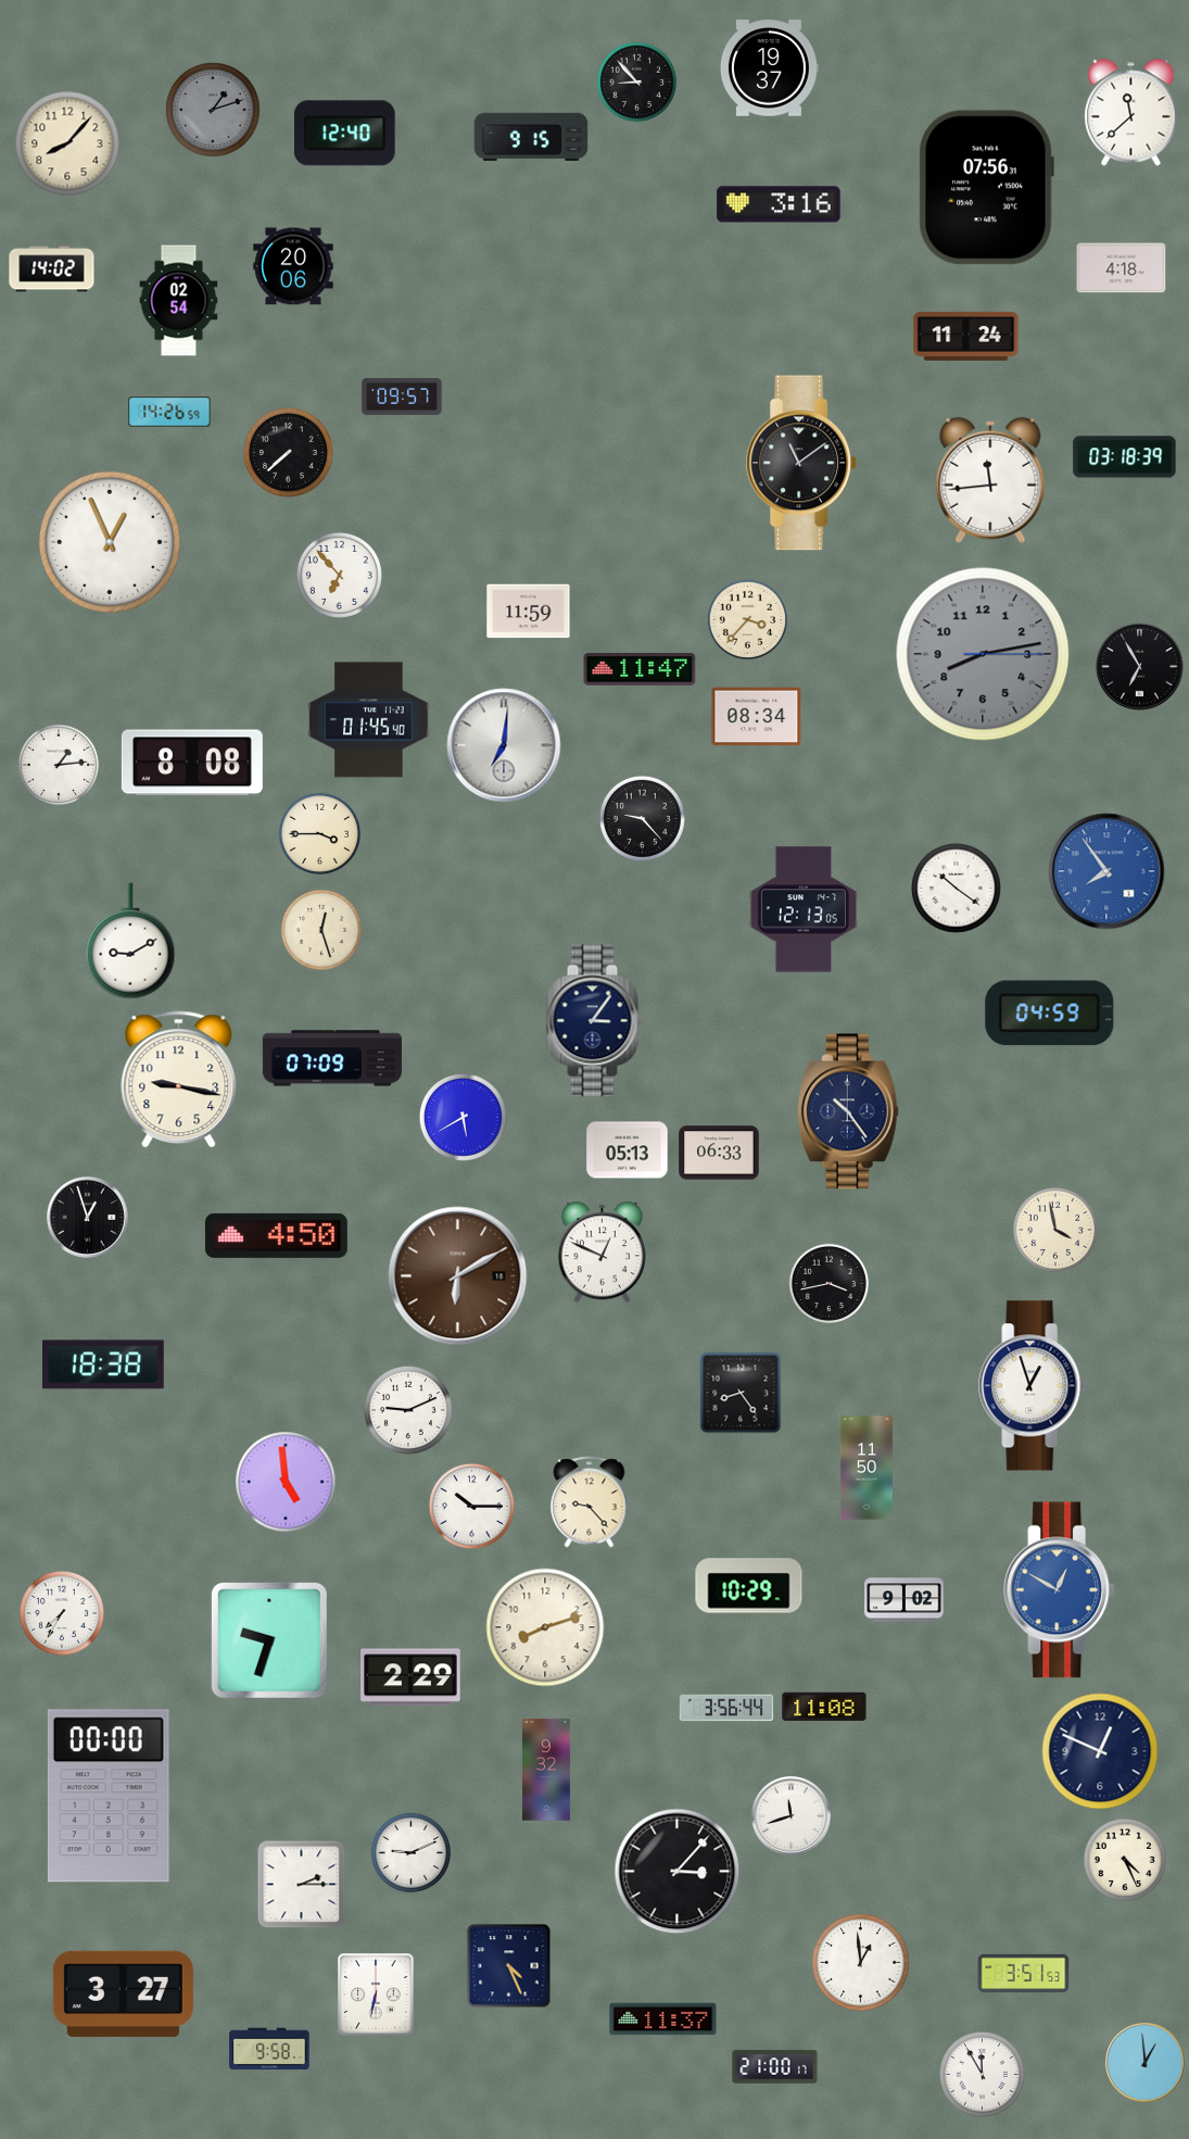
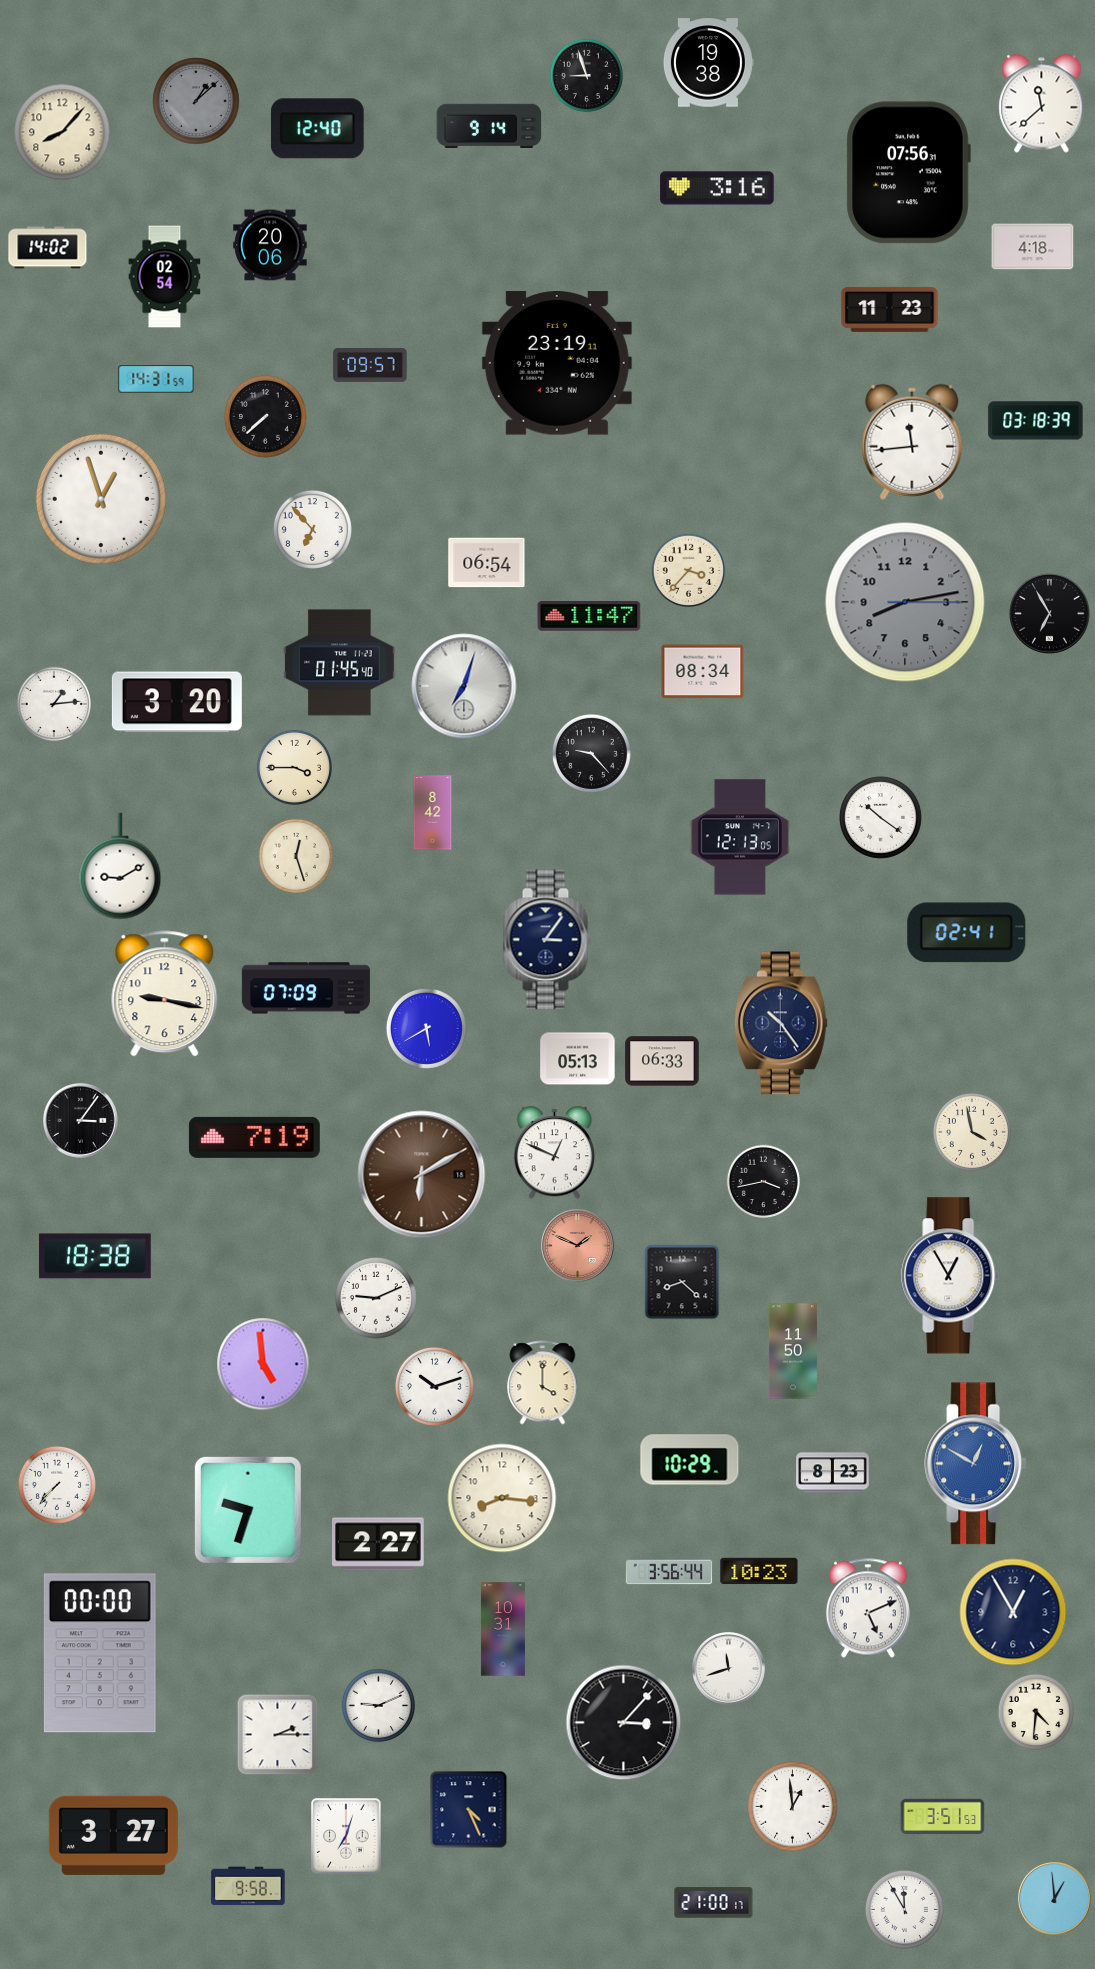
clock at (769, 68): 19:37 -> 19:38
clock at (637, 83): 8:53 -> 8:57
clock at (213, 110): 1:12 -> 1:08
clock at (344, 134) position: (344, 134) -> (317, 129)
clock at (531, 136): 9:15 -> 9:14
clock at (966, 336): 11:24 -> 11:23
clock at (557, 363): none -> 23:19
clock at (169, 412): 14:26 -> 14:31
clock at (802, 463): 11:09 -> none
clock at (110, 542): 12:56 -> 12:57
clock at (529, 612): 11:59 -> 06:54
clock at (757, 717) position: (757, 717) -> (703, 672)
clock at (504, 745): 7:01 -> 7:03
clock at (192, 763): 8:08 -> 3:20
clock at (1106, 871): 7:54 -> none
clock at (433, 813): none -> 8:42
clock at (1050, 1014): 04:59 -> 02:41
clock at (332, 1058) position: (332, 1058) -> (306, 988)
clock at (88, 1218): 12:57 -> 3:06
clock at (276, 1235): 4:50 -> 7:19
clock at (578, 1246): none -> 1:49
clock at (1033, 1386): 12:57 -> 12:55
clock at (741, 1393): 8:24 -> 8:22
clock at (867, 1468) position: (867, 1468) -> (793, 1351)
clock at (590, 1502): 9:23 -> 4:00
clock at (471, 1506): 10:15 -> 10:12
clock at (905, 1600): 9:02 -> 8:23
clock at (62, 1613): 7:35 -> 7:37
clock at (545, 1627): 8:12 -> 8:16
clock at (412, 1677): 2:29 -> 2:27
clock at (824, 1707): 11:08 -> 10:23
clock at (868, 1608): none -> 5:11
clock at (1100, 1751): 12:49 -> 12:55
clock at (546, 1770): 9:32 -> 10:31
clock at (792, 1816) position: (792, 1816) -> (729, 1669)
clock at (1125, 1860): 4:26 -> 4:31
clock at (376, 1995): 6:32 -> 7:03
clock at (663, 2020): 11:37 -> none
